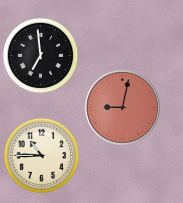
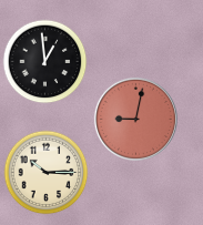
clock at (41, 56): 6:59 -> 12:59
clock at (42, 156): 10:45 -> 10:15
